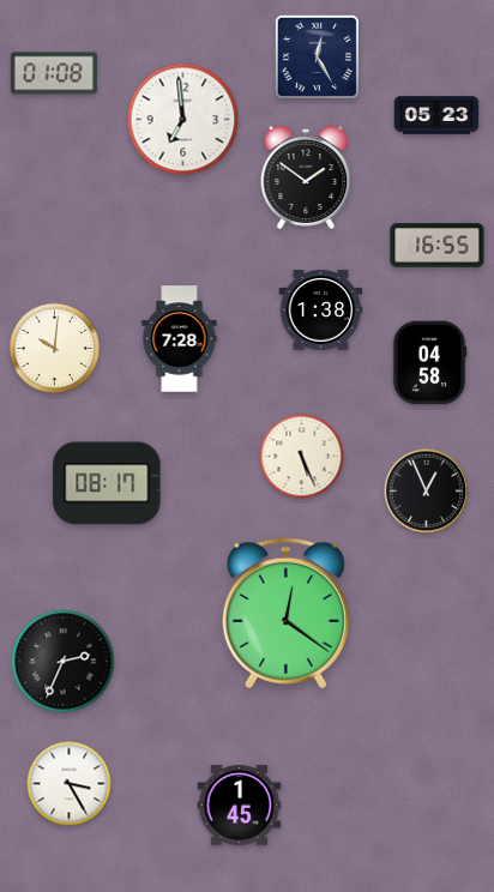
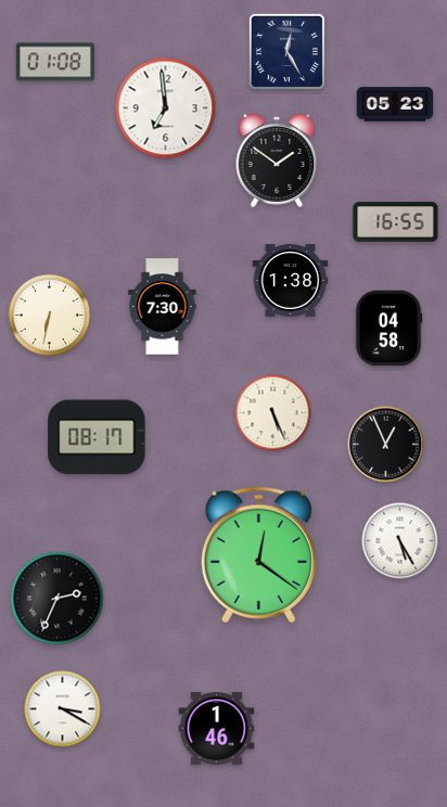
clock at (54, 73) position: (54, 73) -> (55, 62)
clock at (180, 339): 7:28 -> 7:30
clock at (55, 349): 10:01 -> 6:32
clock at (400, 541): none -> 5:25
clock at (70, 784): 3:25 -> 3:20
clock at (240, 806): 1:45 -> 1:46
